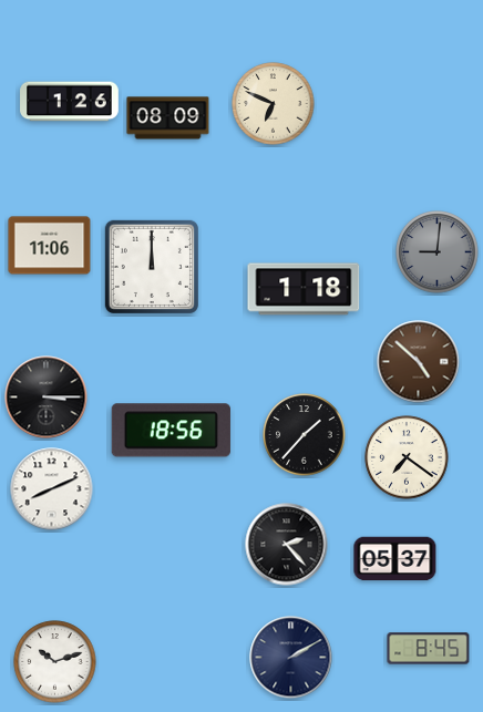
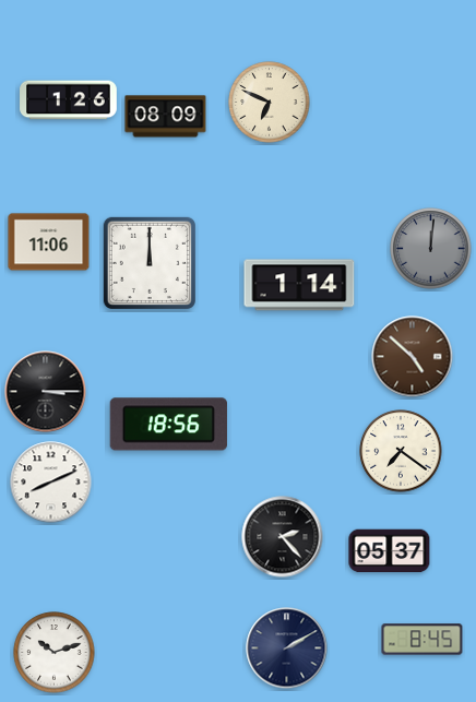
clock at (438, 252): 9:01 -> 12:01
clock at (304, 289): 1:18 -> 1:14
clock at (305, 435): 1:37 -> none
